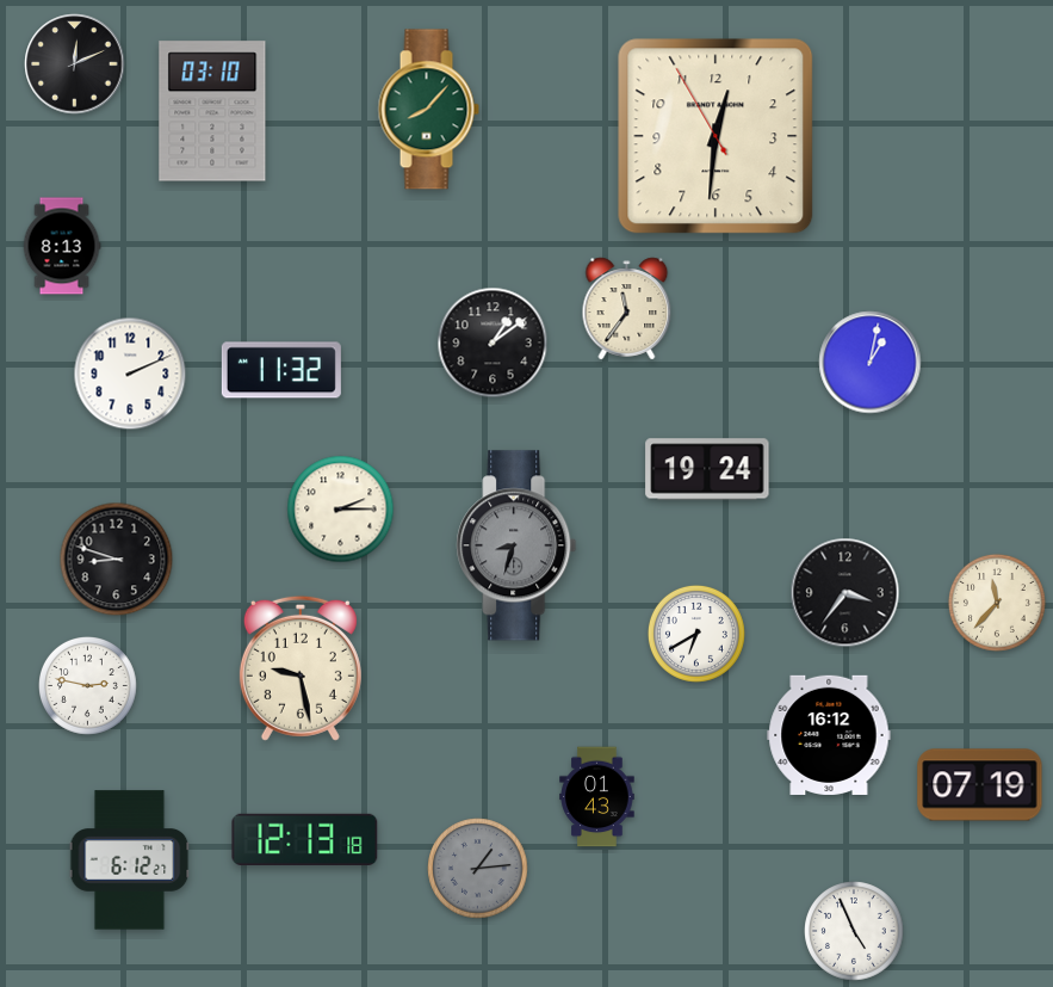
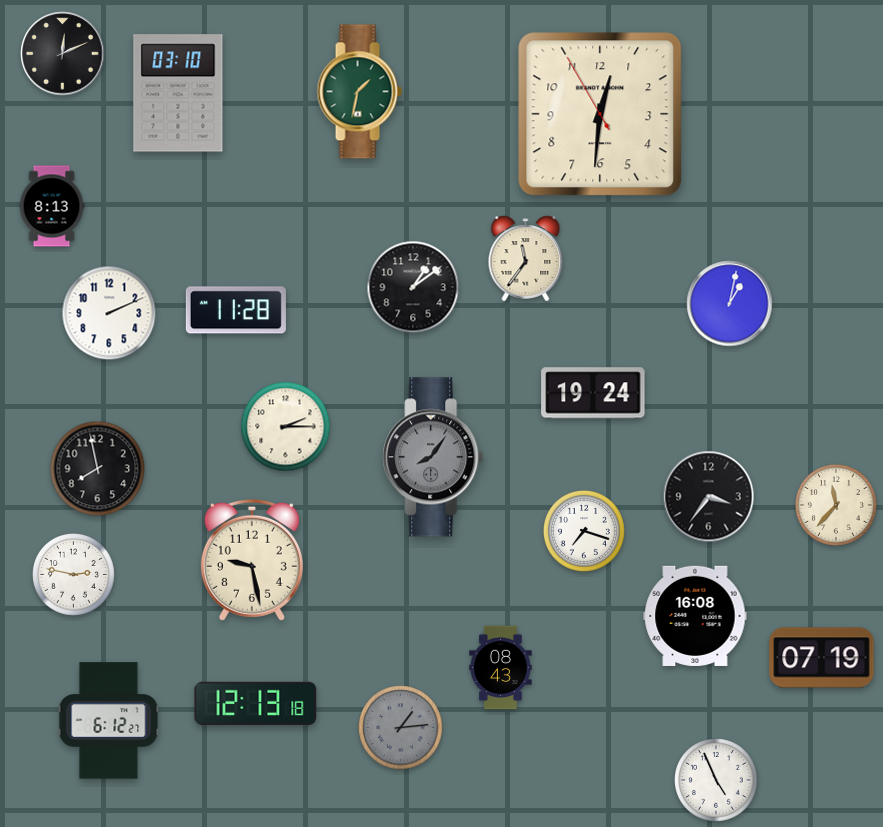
clock at (428, 110): 8:07 -> 1:32
clock at (281, 370): 11:32 -> 11:28
clock at (516, 545): 8:33 -> 8:06
clock at (117, 560): 8:48 -> 7:58
clock at (696, 634): 6:40 -> 7:18
clock at (829, 735): 16:12 -> 16:08
clock at (597, 797): 01:43 -> 08:43
